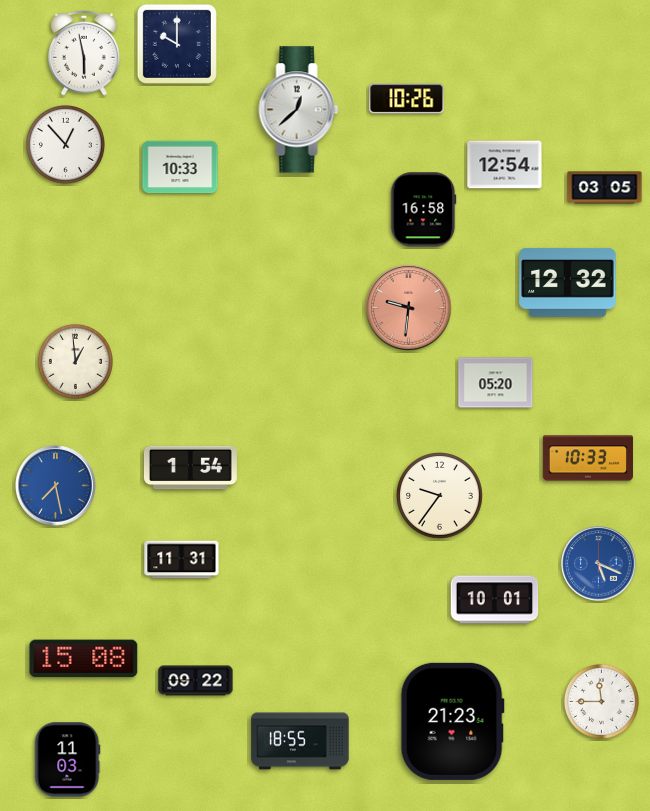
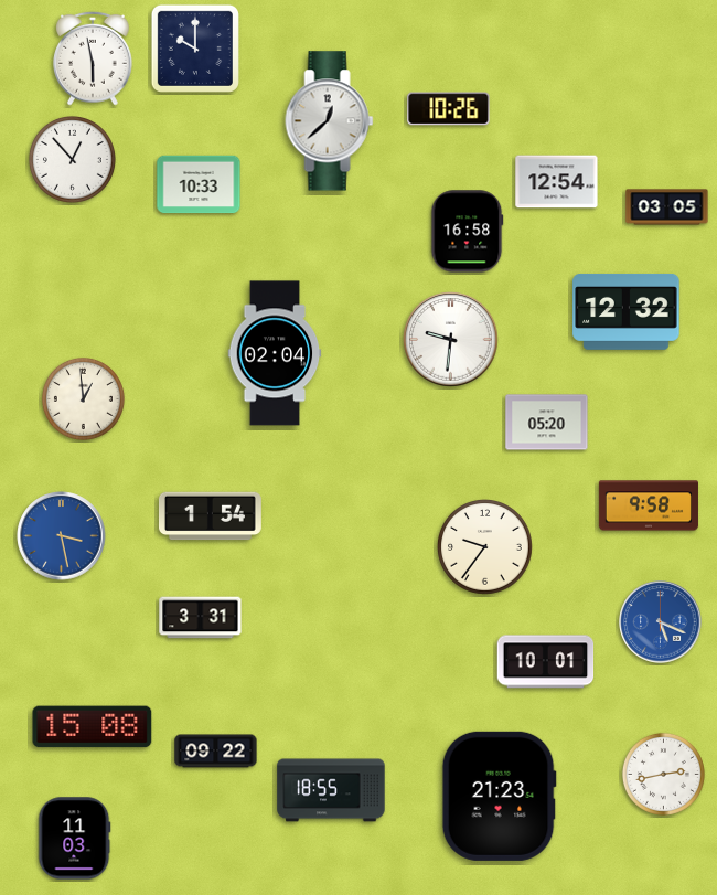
clock at (409, 308) dial: salmon -> white
clock at (275, 353): none -> 02:04
clock at (588, 458): 10:33 -> 9:58
clock at (56, 486): 7:28 -> 3:28
clock at (182, 560): 11:31 -> 3:31
clock at (601, 701): 11:45 -> 2:43
clock at (300, 741) position: (300, 741) -> (331, 790)
